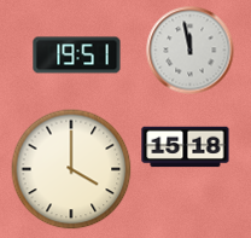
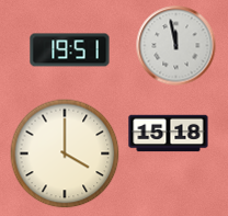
clock at (191, 51) position: (191, 51) -> (176, 46)
